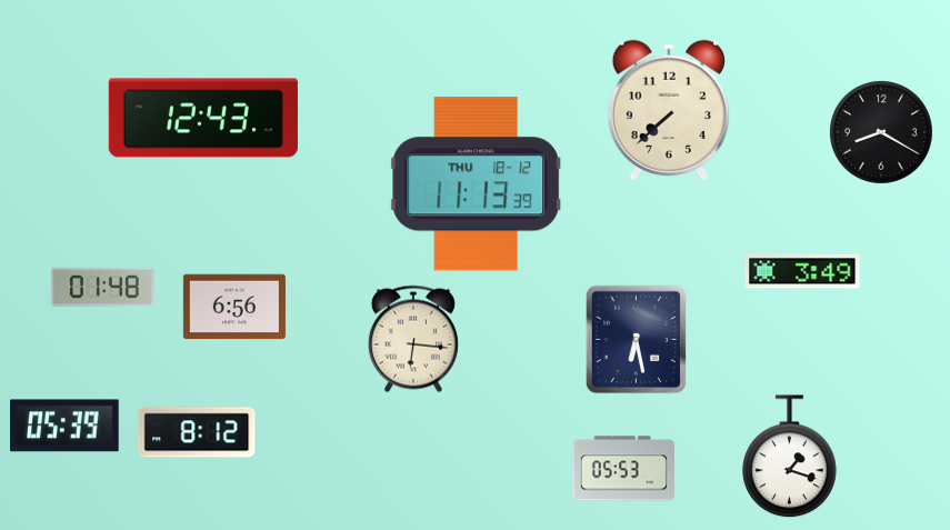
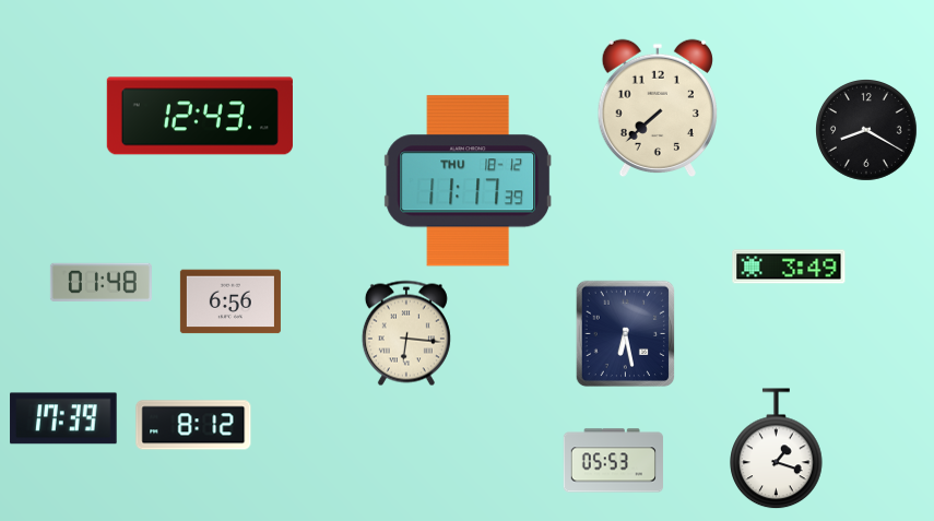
clock at (476, 184): 11:13 -> 11:17
clock at (64, 426): 05:39 -> 17:39
